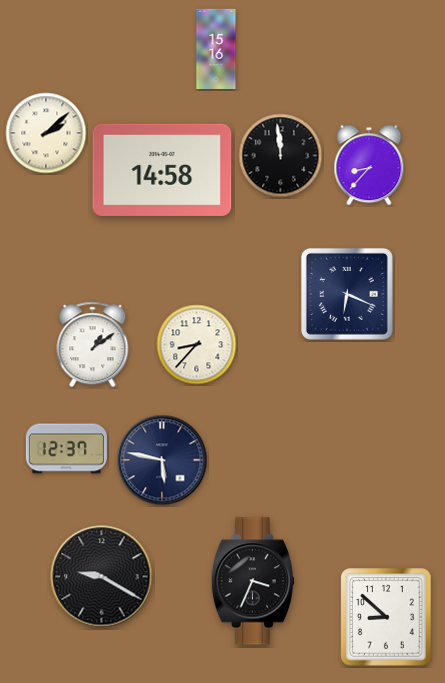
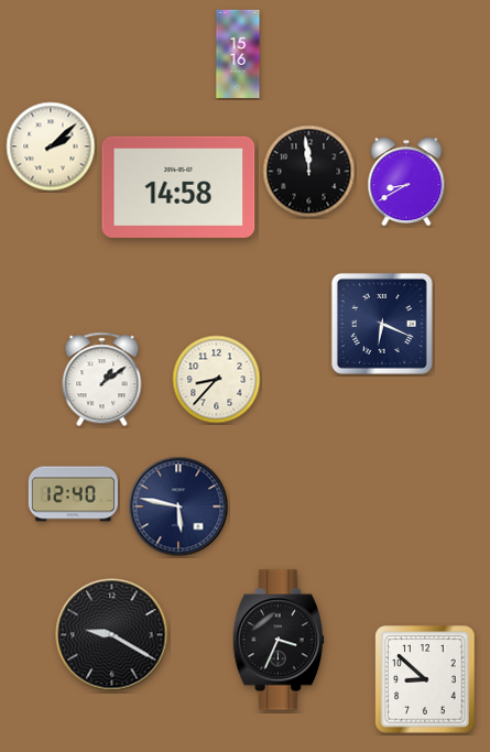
clock at (369, 165): 8:37 -> 8:40
clock at (66, 449): 12:37 -> 12:40
